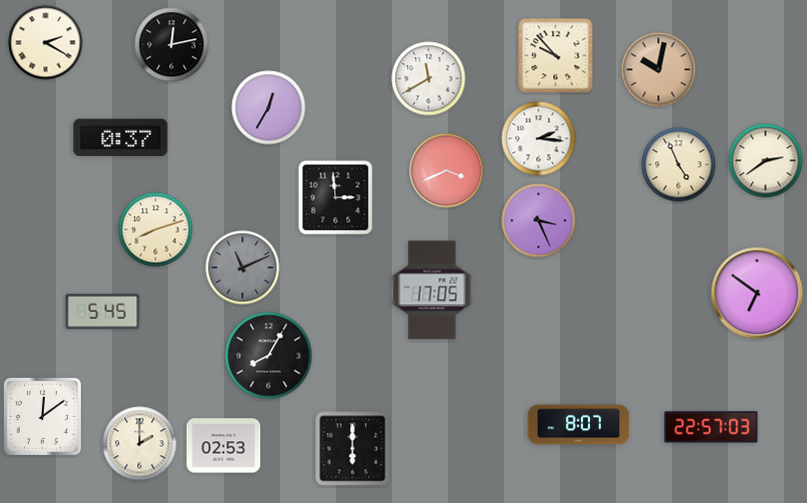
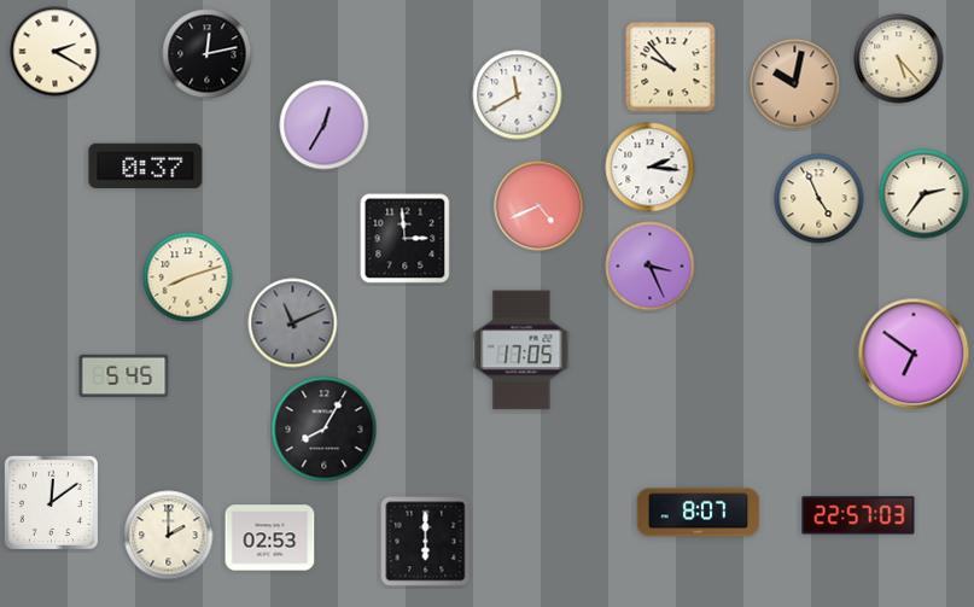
clock at (899, 59): none -> 5:23
clock at (269, 108) position: (269, 108) -> (325, 126)
clock at (766, 161): 2:39 -> 2:36
clock at (447, 171): 3:41 -> 4:41
